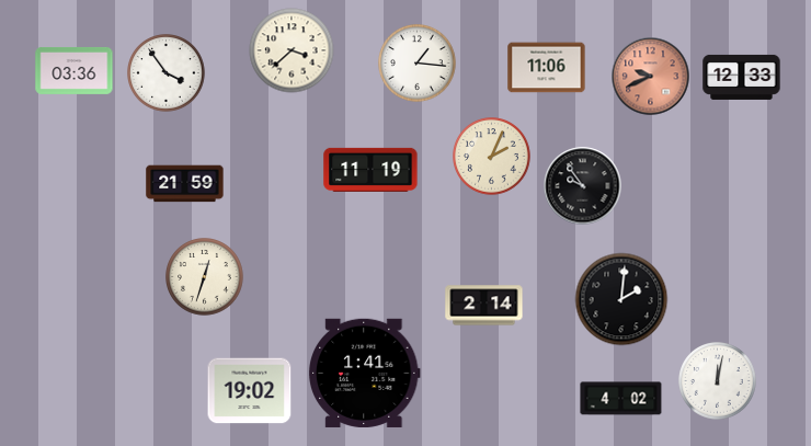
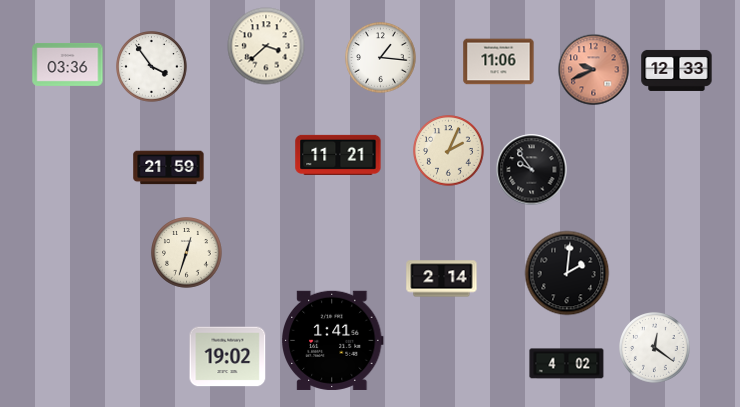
clock at (492, 157) position: (492, 157) -> (449, 151)
clock at (370, 170): 11:19 -> 11:21
clock at (718, 381): 12:02 -> 12:21
